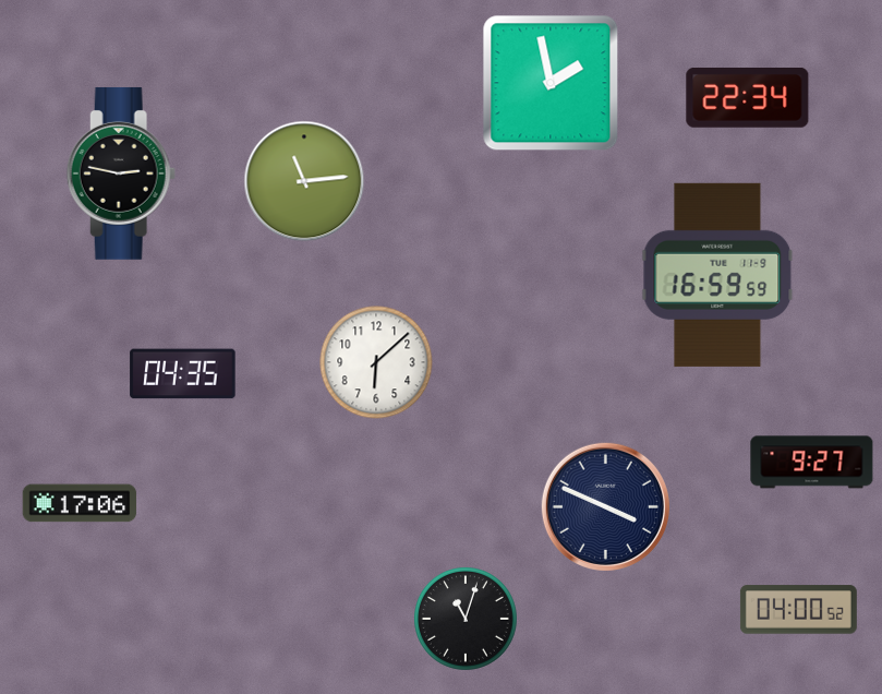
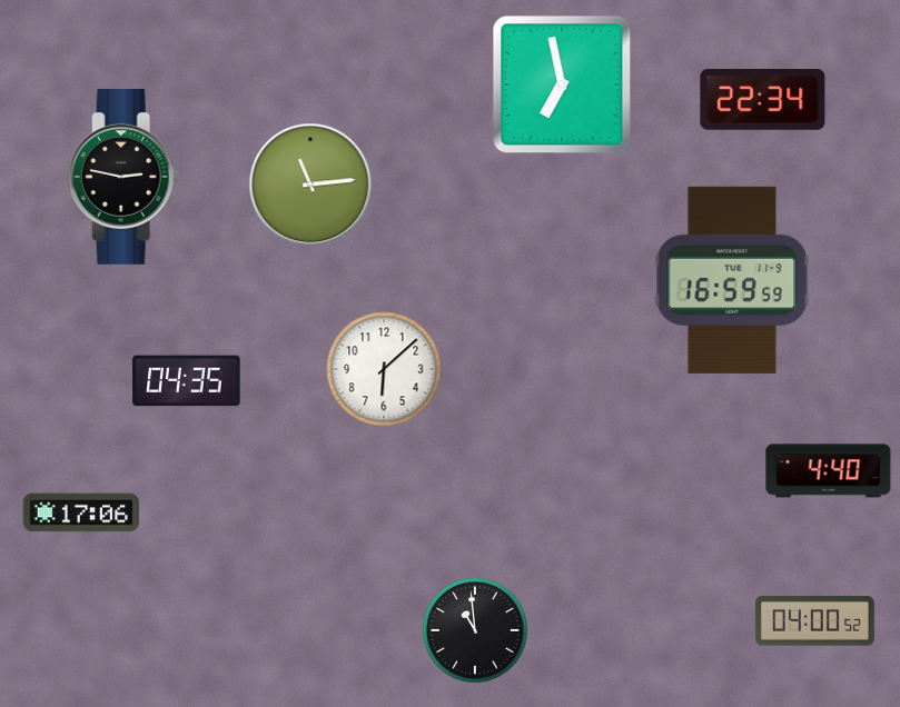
clock at (551, 83): 1:58 -> 6:58
clock at (812, 463): 9:27 -> 4:40
clock at (605, 506): 3:49 -> none
clock at (467, 620): 11:03 -> 10:59
